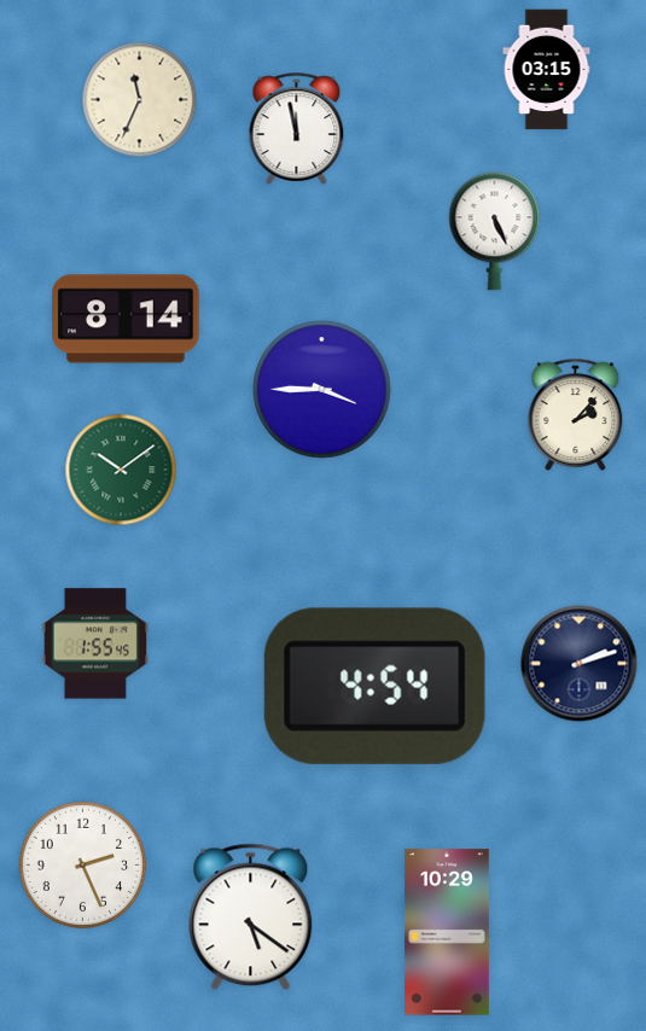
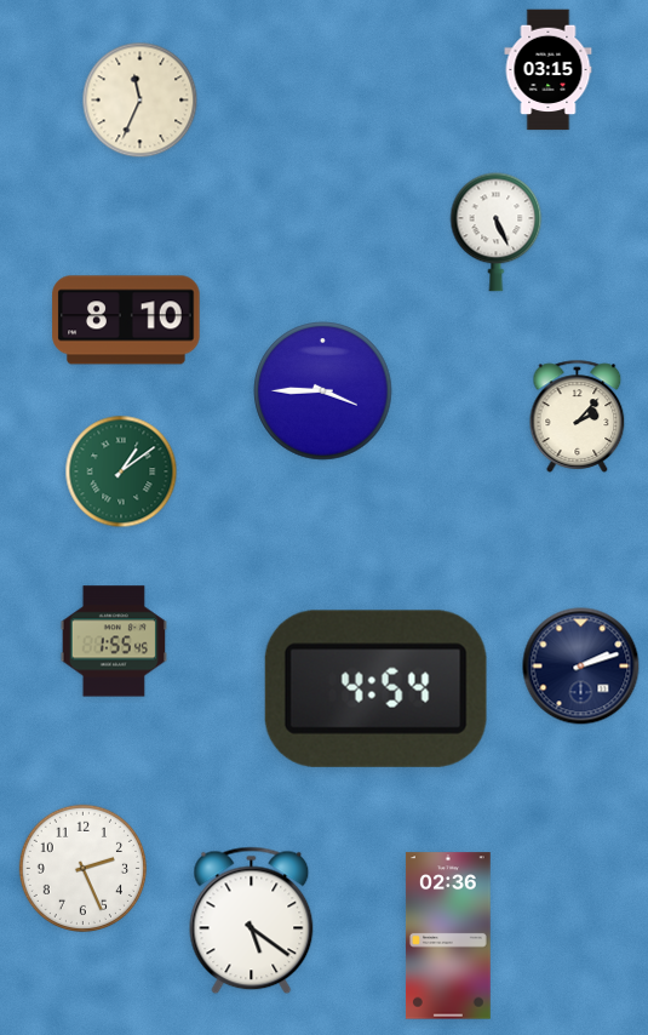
clock at (297, 128): 11:58 -> none
clock at (126, 319): 8:14 -> 8:10
clock at (121, 470): 10:09 -> 1:09
clock at (94, 643) position: (94, 643) -> (113, 641)
clock at (447, 932): 10:29 -> 02:36
